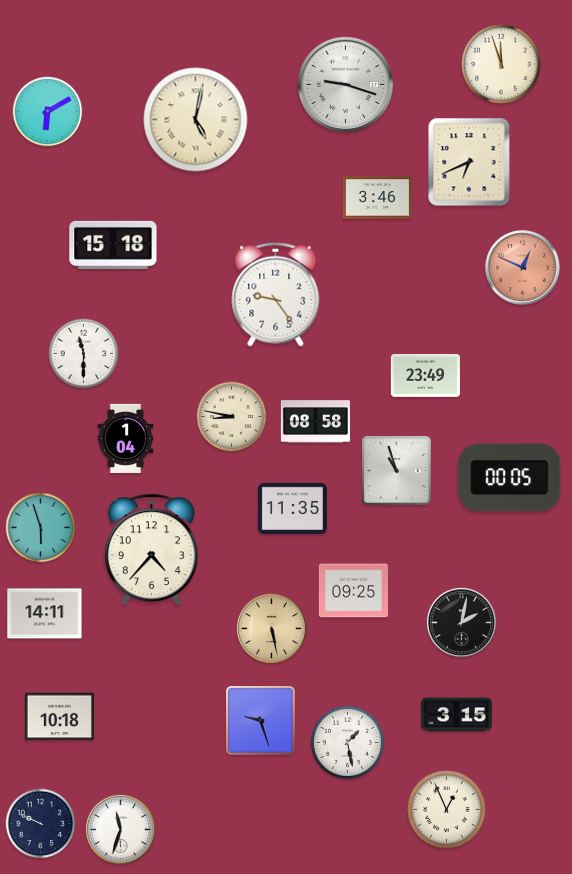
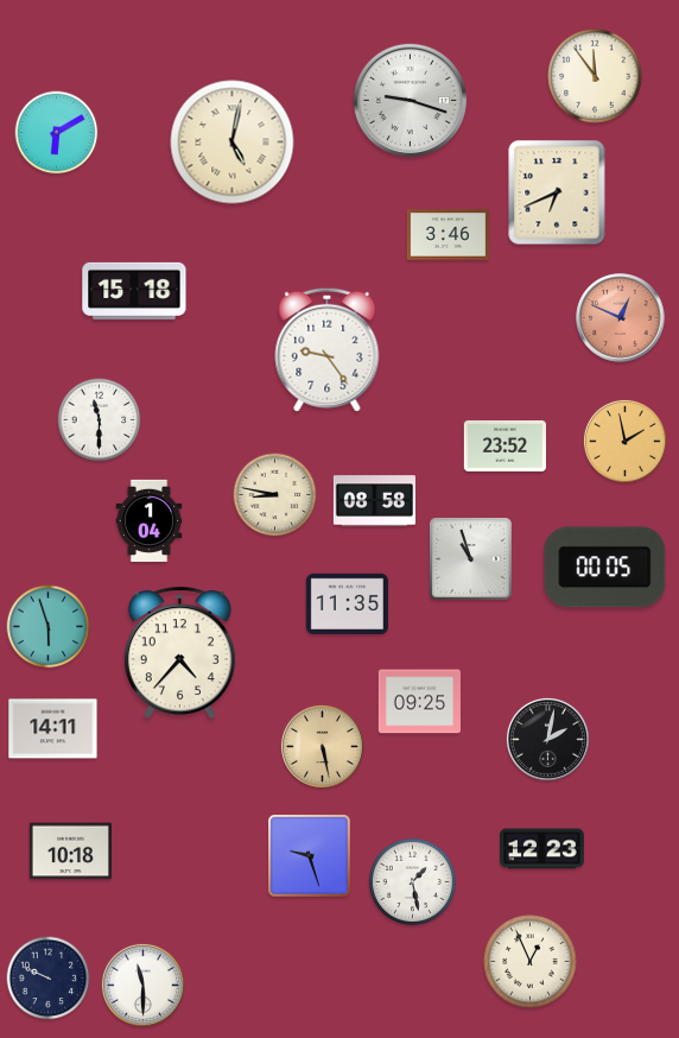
clock at (501, 64): 11:57 -> 11:54
clock at (624, 441): none -> 1:58
clock at (425, 375): 23:49 -> 23:52
clock at (457, 715): 3:15 -> 12:23
clock at (120, 829): 11:33 -> 11:30
